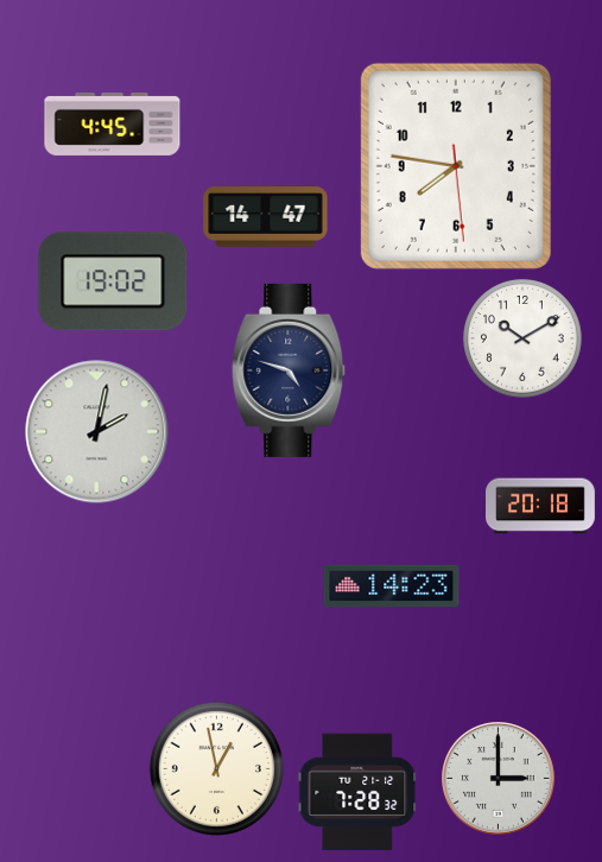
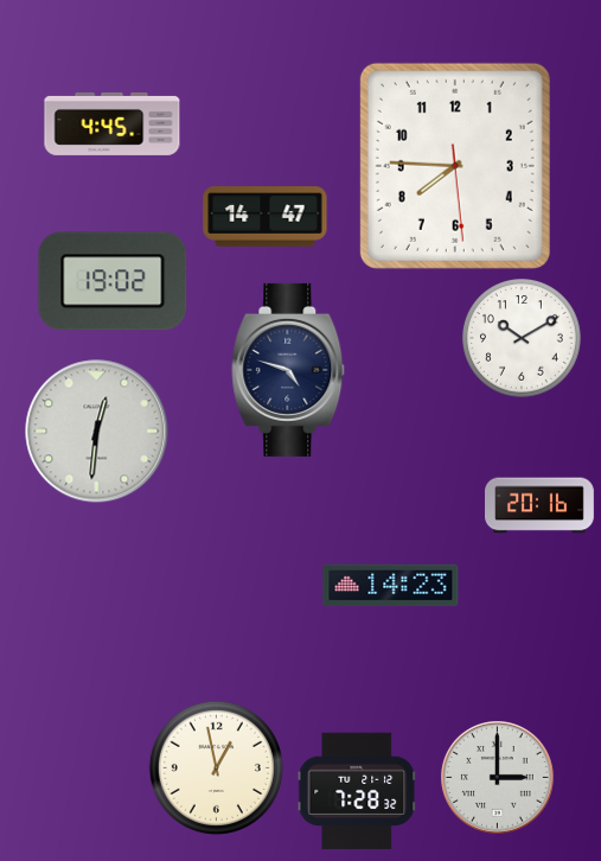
clock at (456, 166): 7:46 -> 7:45
clock at (97, 432): 2:02 -> 12:31
clock at (541, 506): 20:18 -> 20:16
